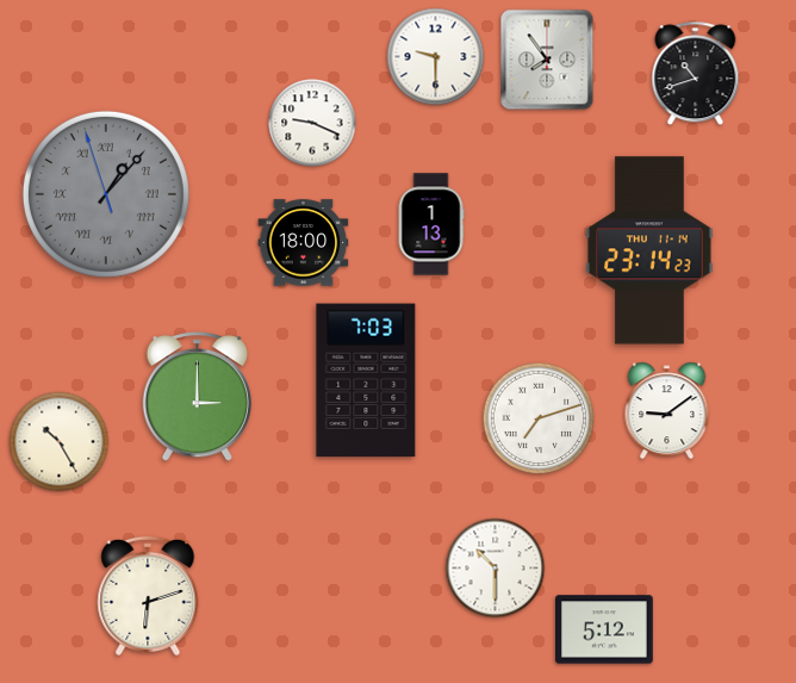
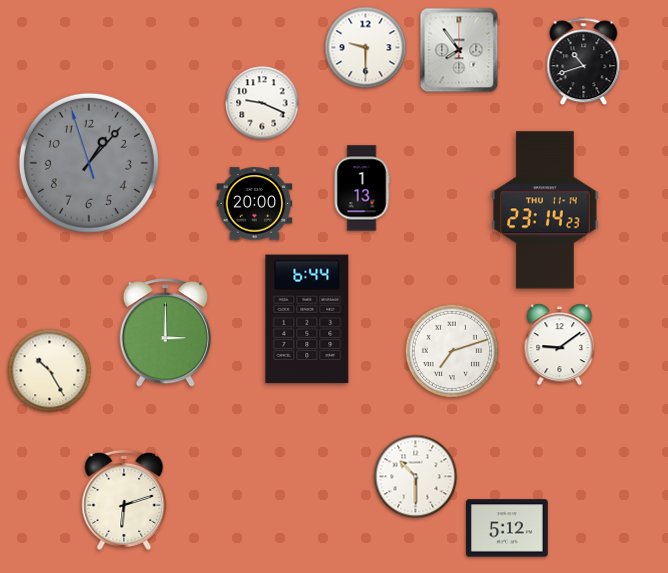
clock at (106, 194) numerals: Roman -> Arabic
clock at (304, 243): 18:00 -> 20:00
clock at (366, 380): 7:03 -> 6:44
